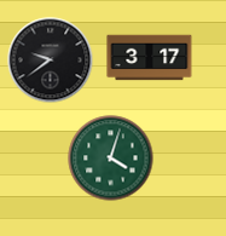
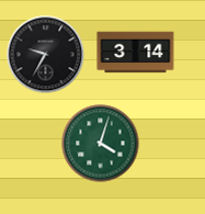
clock at (150, 58): 3:17 -> 3:14
clock at (51, 61): 9:39 -> 9:35
